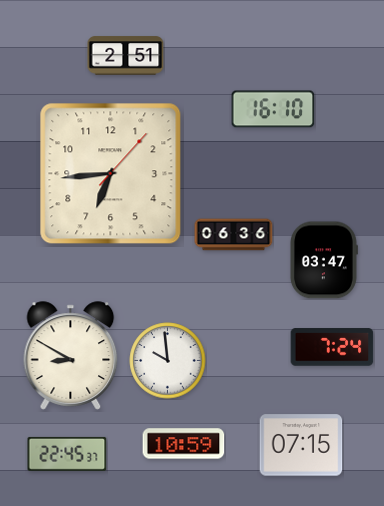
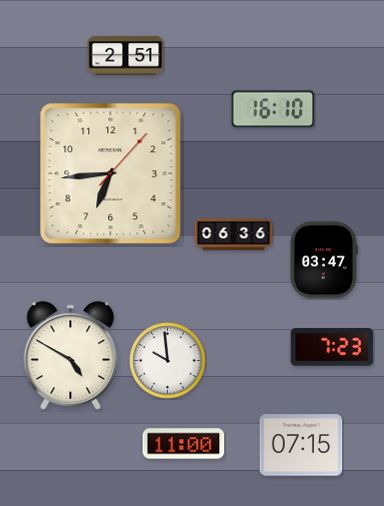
clock at (332, 347): 7:24 -> 7:23
clock at (71, 356): 8:50 -> 4:50
clock at (184, 444): 10:59 -> 11:00
clock at (67, 454): 22:45 -> none
